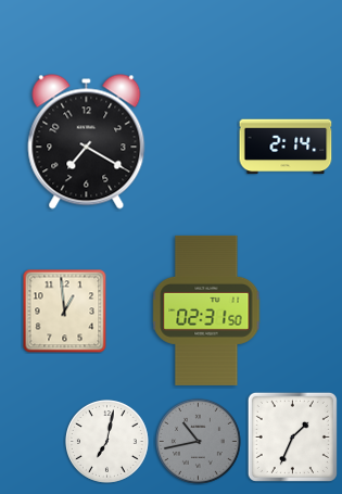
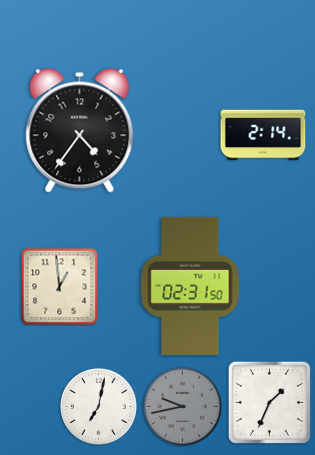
clock at (87, 142): 7:20 -> 4:36
clock at (198, 441): 10:43 -> 9:43
